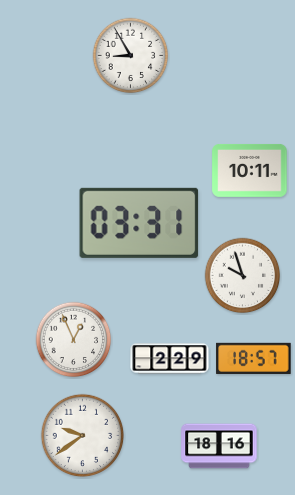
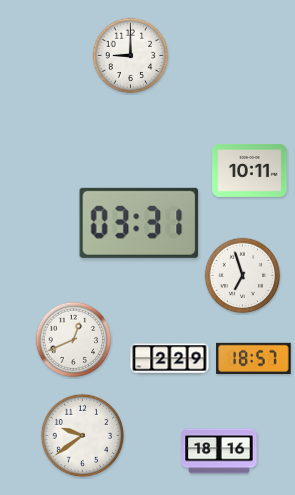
clock at (131, 56): 8:55 -> 9:00
clock at (243, 276): 9:57 -> 6:57
clock at (74, 340): 12:56 -> 12:41
clock at (219, 446) position: (219, 446) -> (219, 451)
